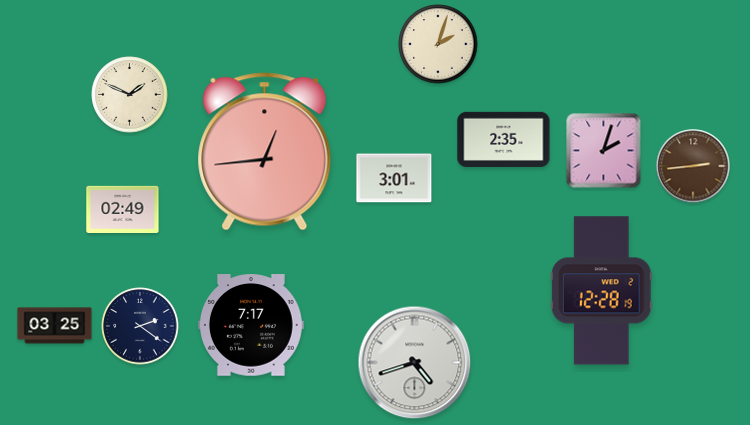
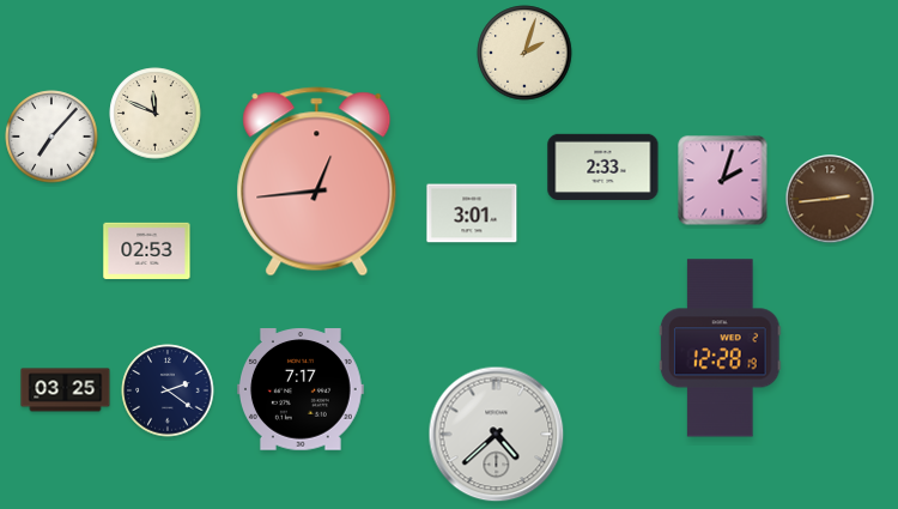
clock at (130, 95): 1:49 -> 11:49
clock at (51, 137): none -> 7:07
clock at (504, 139): 2:35 -> 2:33
clock at (123, 209): 02:49 -> 02:53
clock at (415, 363): 4:42 -> 4:38
